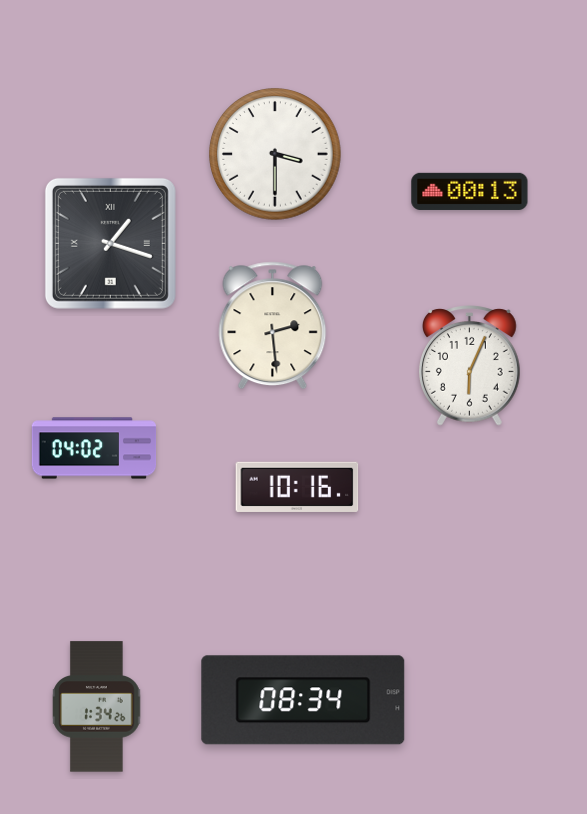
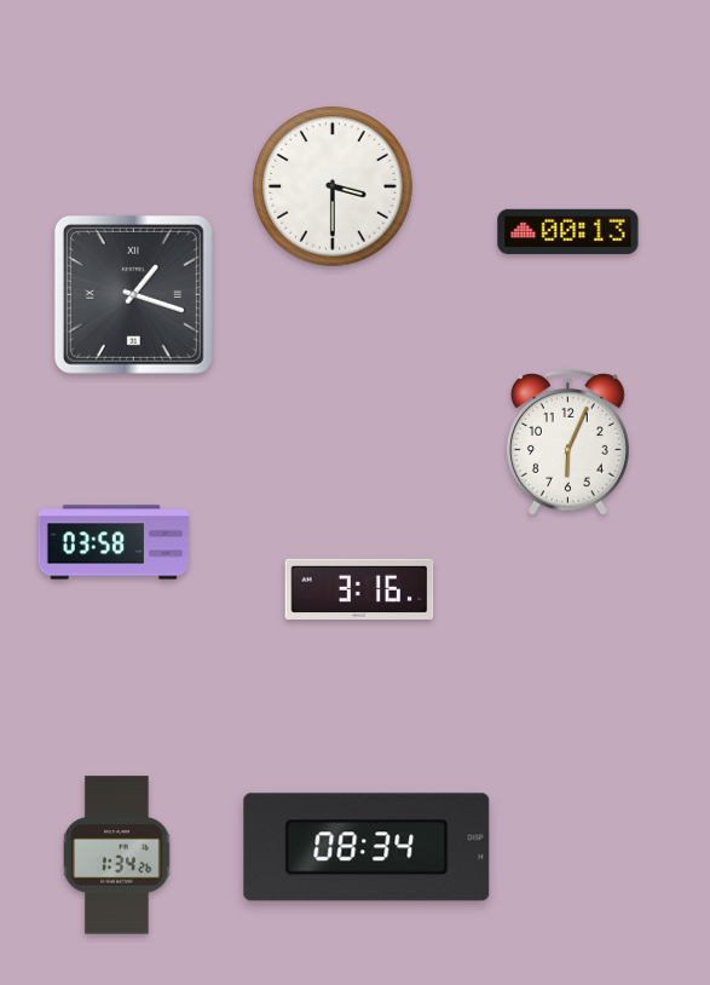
clock at (273, 326): 2:29 -> none
clock at (94, 448): 04:02 -> 03:58
clock at (297, 487): 10:16 -> 3:16
